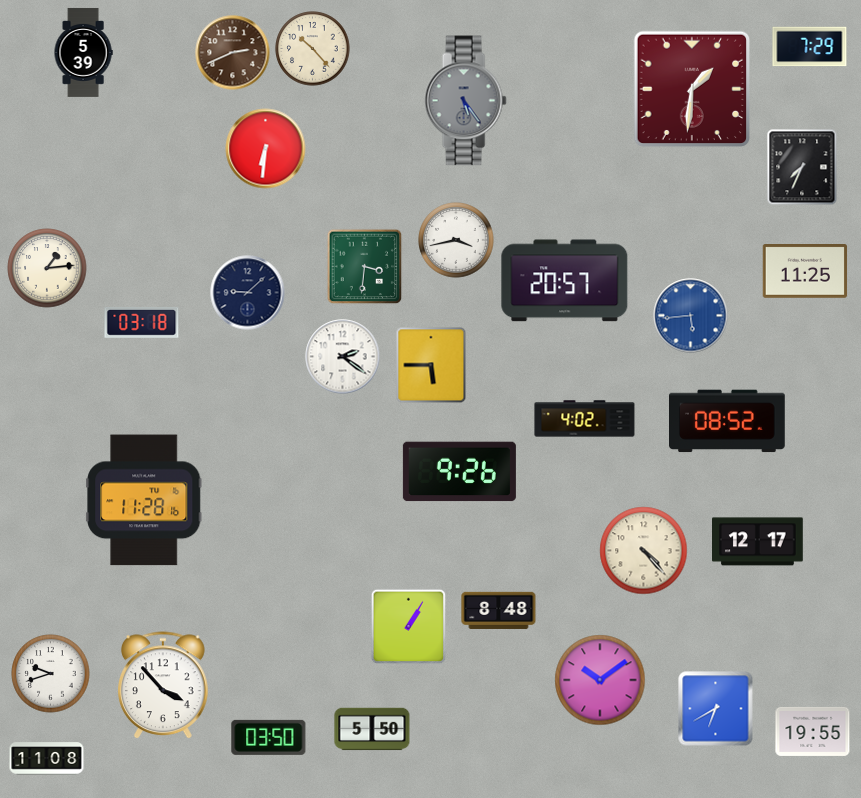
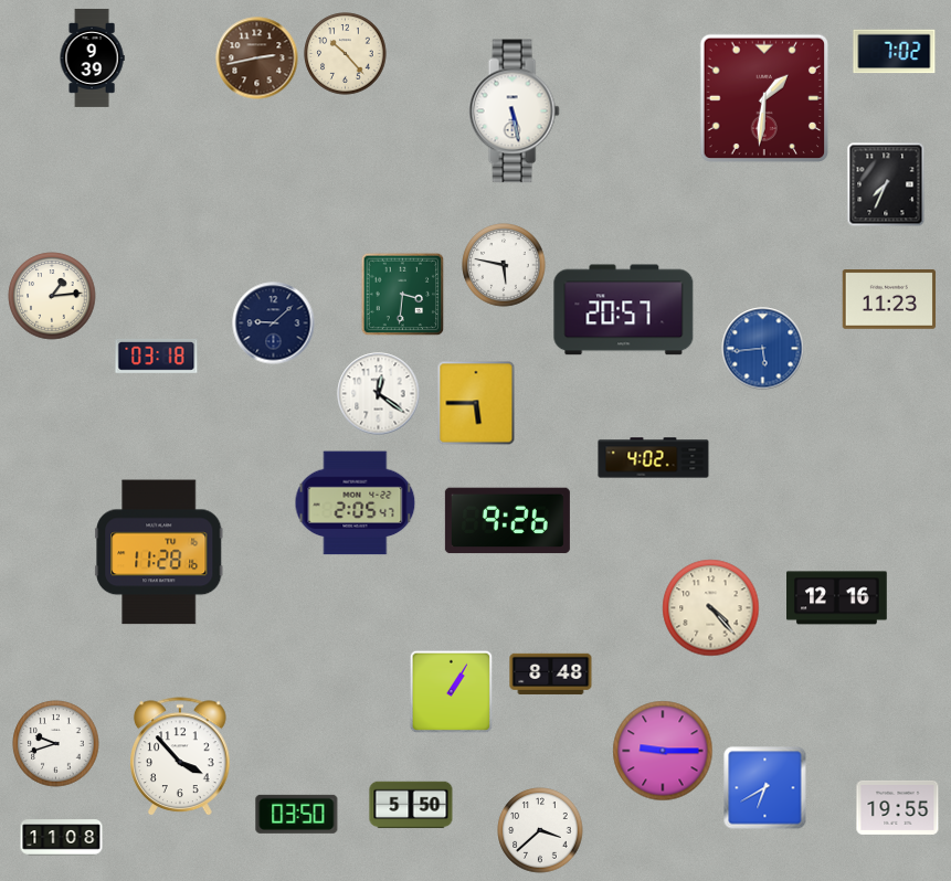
clock at (810, 47): 7:29 -> 7:02
clock at (83, 52): 5:39 -> 9:39
clock at (233, 53): 2:41 -> 2:43
clock at (465, 101): 5:24 -> 5:28
clock at (465, 101) dial: grey -> white
clock at (266, 149): 6:31 -> none
clock at (456, 240): 3:43 -> 5:47
clock at (805, 272): 11:25 -> 11:23
clock at (343, 357): 2:21 -> 12:21
clock at (585, 419) position: (585, 419) -> (654, 458)
clock at (728, 421): 08:52 -> none
clock at (356, 503): none -> 2:05
clock at (758, 542): 12:17 -> 12:16
clock at (600, 680): 10:09 -> 9:15
clock at (716, 709) position: (716, 709) -> (765, 788)
clock at (540, 830): none -> 3:38
clock at (47, 759) position: (47, 759) -> (62, 838)
